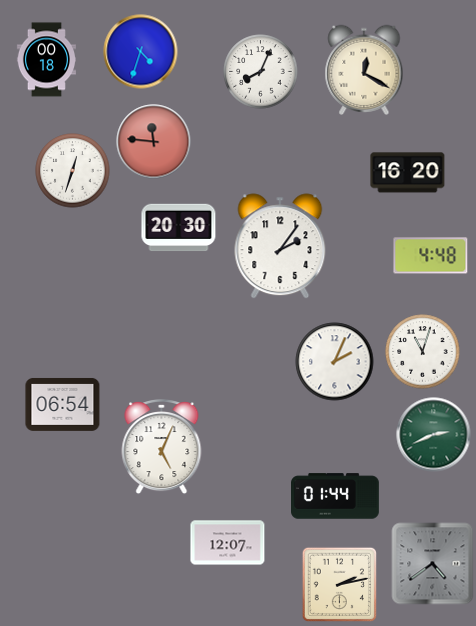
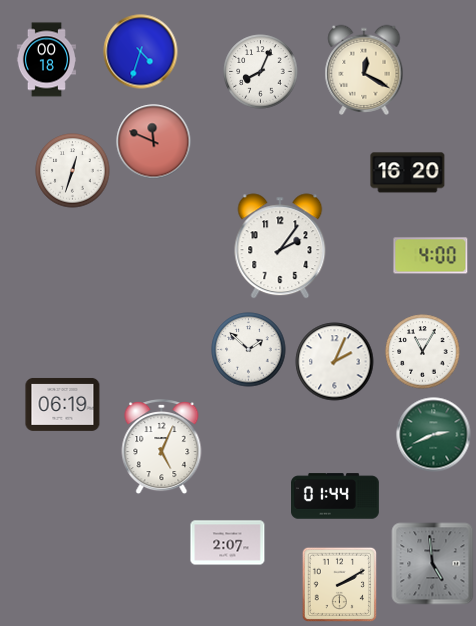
clock at (154, 142): 11:46 -> 11:49
clock at (179, 228): 20:30 -> none
clock at (431, 256): 4:48 -> 4:00
clock at (249, 350): none -> 1:52
clock at (423, 352): 11:03 -> 11:05
clock at (63, 404): 06:54 -> 06:19
clock at (228, 543): 12:07 -> 2:07
clock at (433, 564): 4:39 -> 4:59
clock at (339, 584): 2:13 -> 2:10
